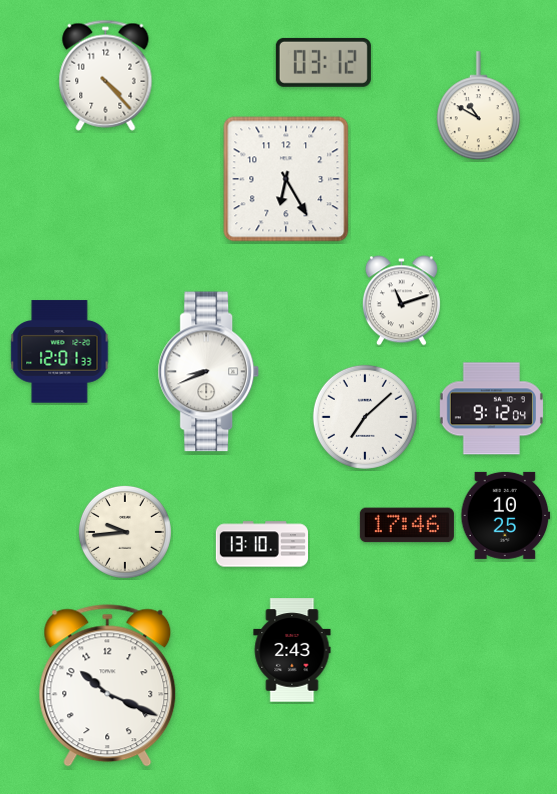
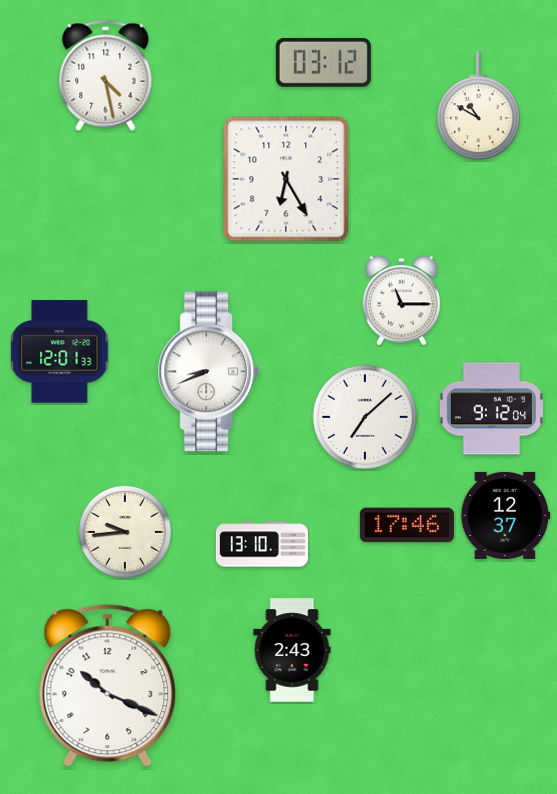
clock at (106, 75): 4:23 -> 4:28
clock at (401, 301): 11:12 -> 11:15
clock at (506, 515): 10:25 -> 12:37
